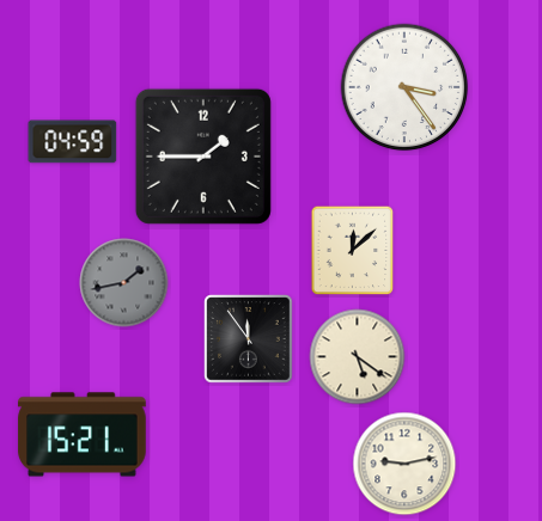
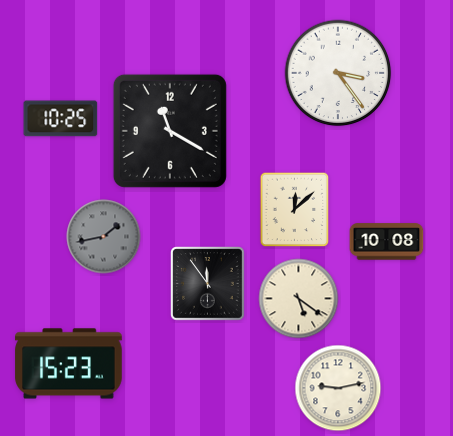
clock at (73, 142): 04:59 -> 10:25
clock at (203, 157): 1:45 -> 11:20
clock at (387, 242): none -> 10:08
clock at (83, 435): 15:21 -> 15:23
